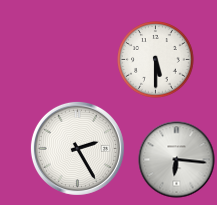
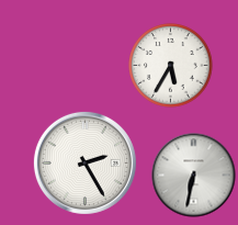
clock at (156, 60): 5:30 -> 5:35
clock at (177, 160): 6:16 -> 6:32
